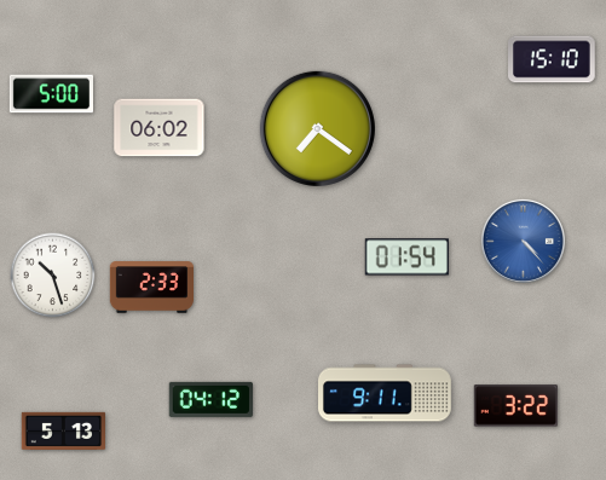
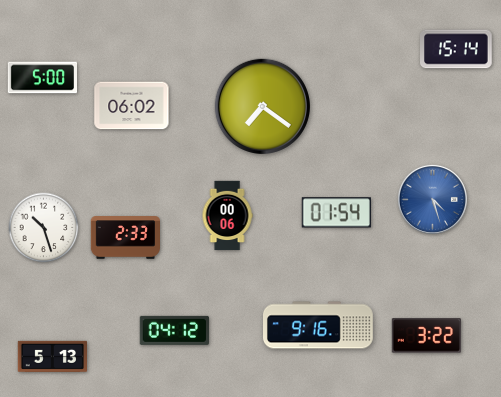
clock at (553, 59): 15:10 -> 15:14
clock at (523, 241): 4:23 -> 4:27
clock at (227, 216): none -> 00:06
clock at (386, 393): 9:11 -> 9:16
